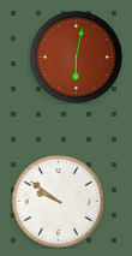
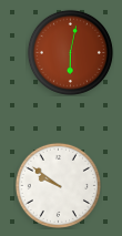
clock at (58, 201) position: (58, 201) -> (58, 185)
